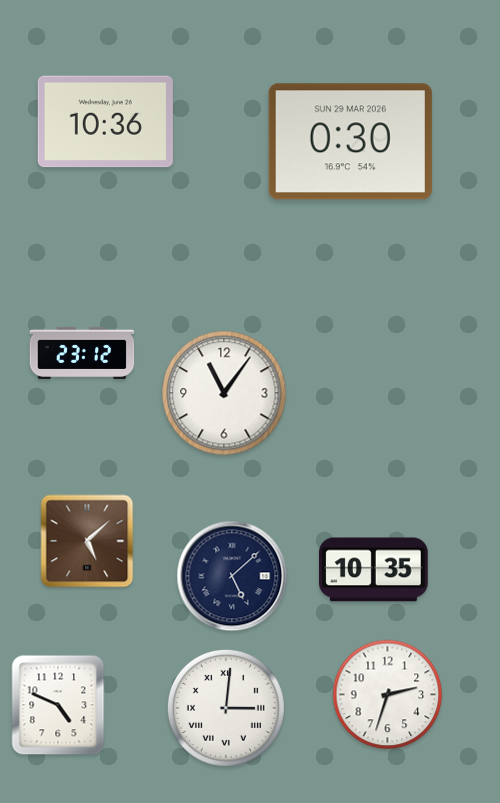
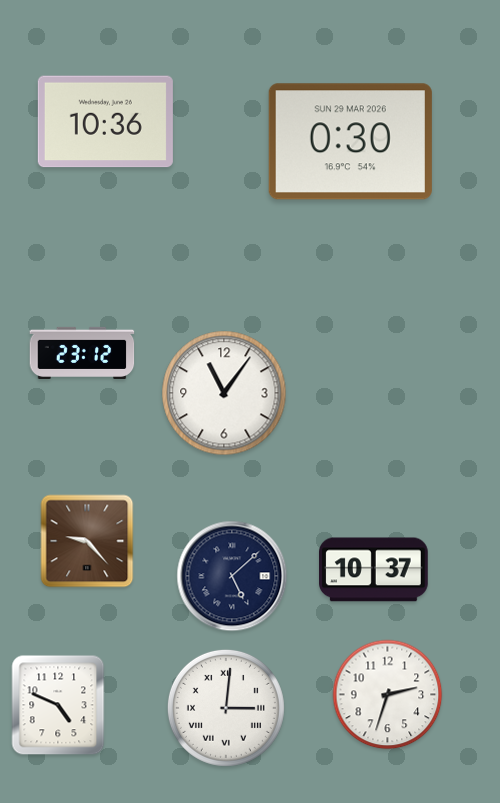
clock at (87, 541): 5:08 -> 9:23
clock at (374, 570): 10:35 -> 10:37
